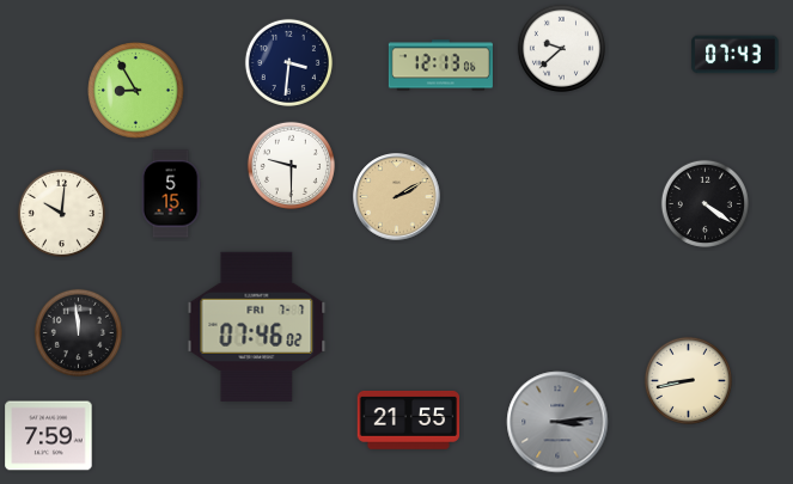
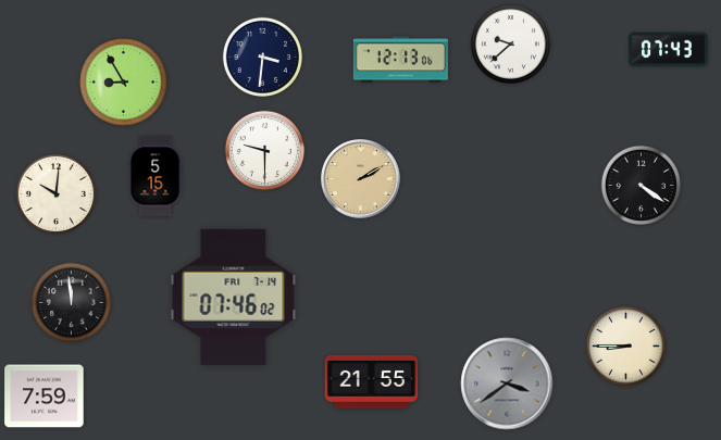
clock at (257, 326) date: FRI 7-7 -> FRI 7-14
clock at (688, 380): 8:43 -> 8:45
clock at (557, 422): 3:14 -> 3:39
